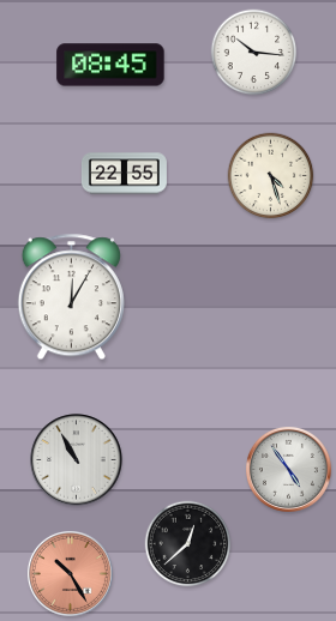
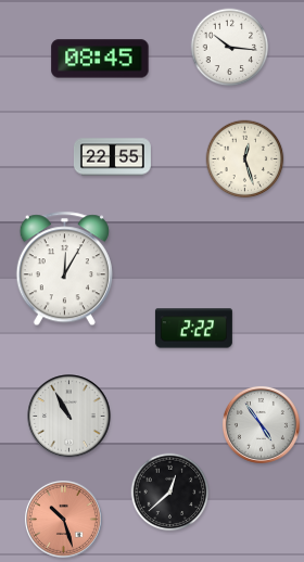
clock at (271, 176): 4:27 -> 12:27
clock at (193, 329): none -> 2:22
clock at (70, 573): 10:25 -> 10:27
